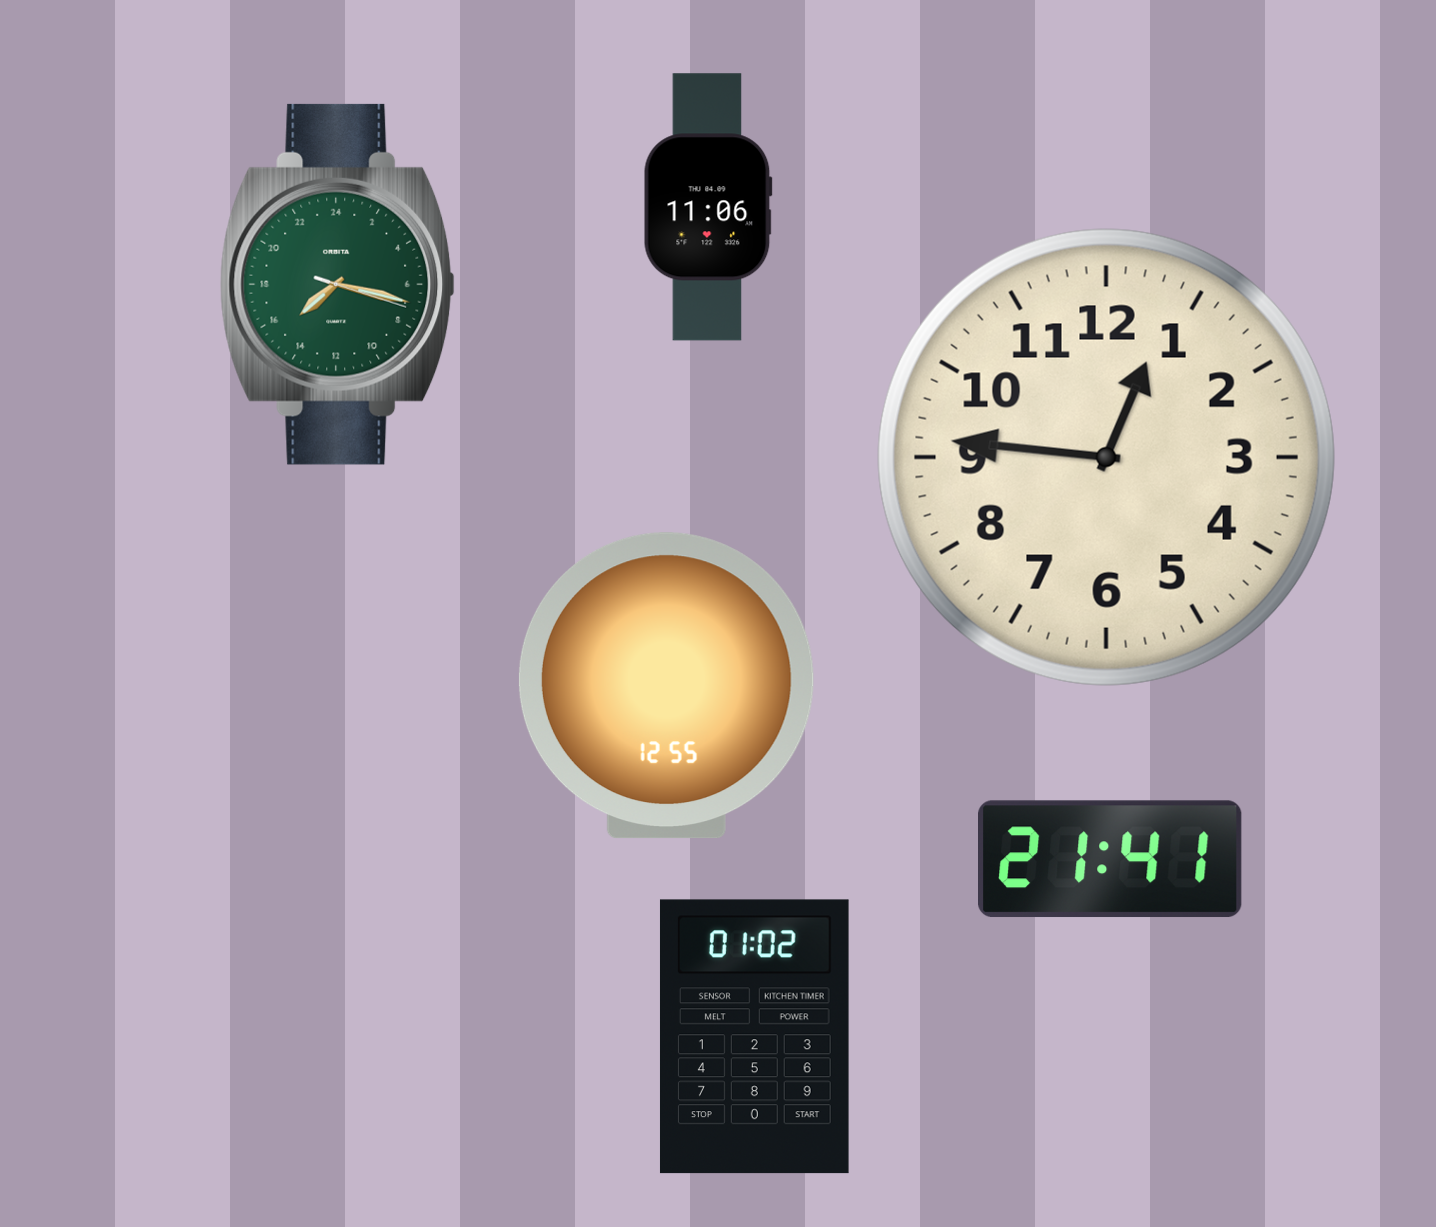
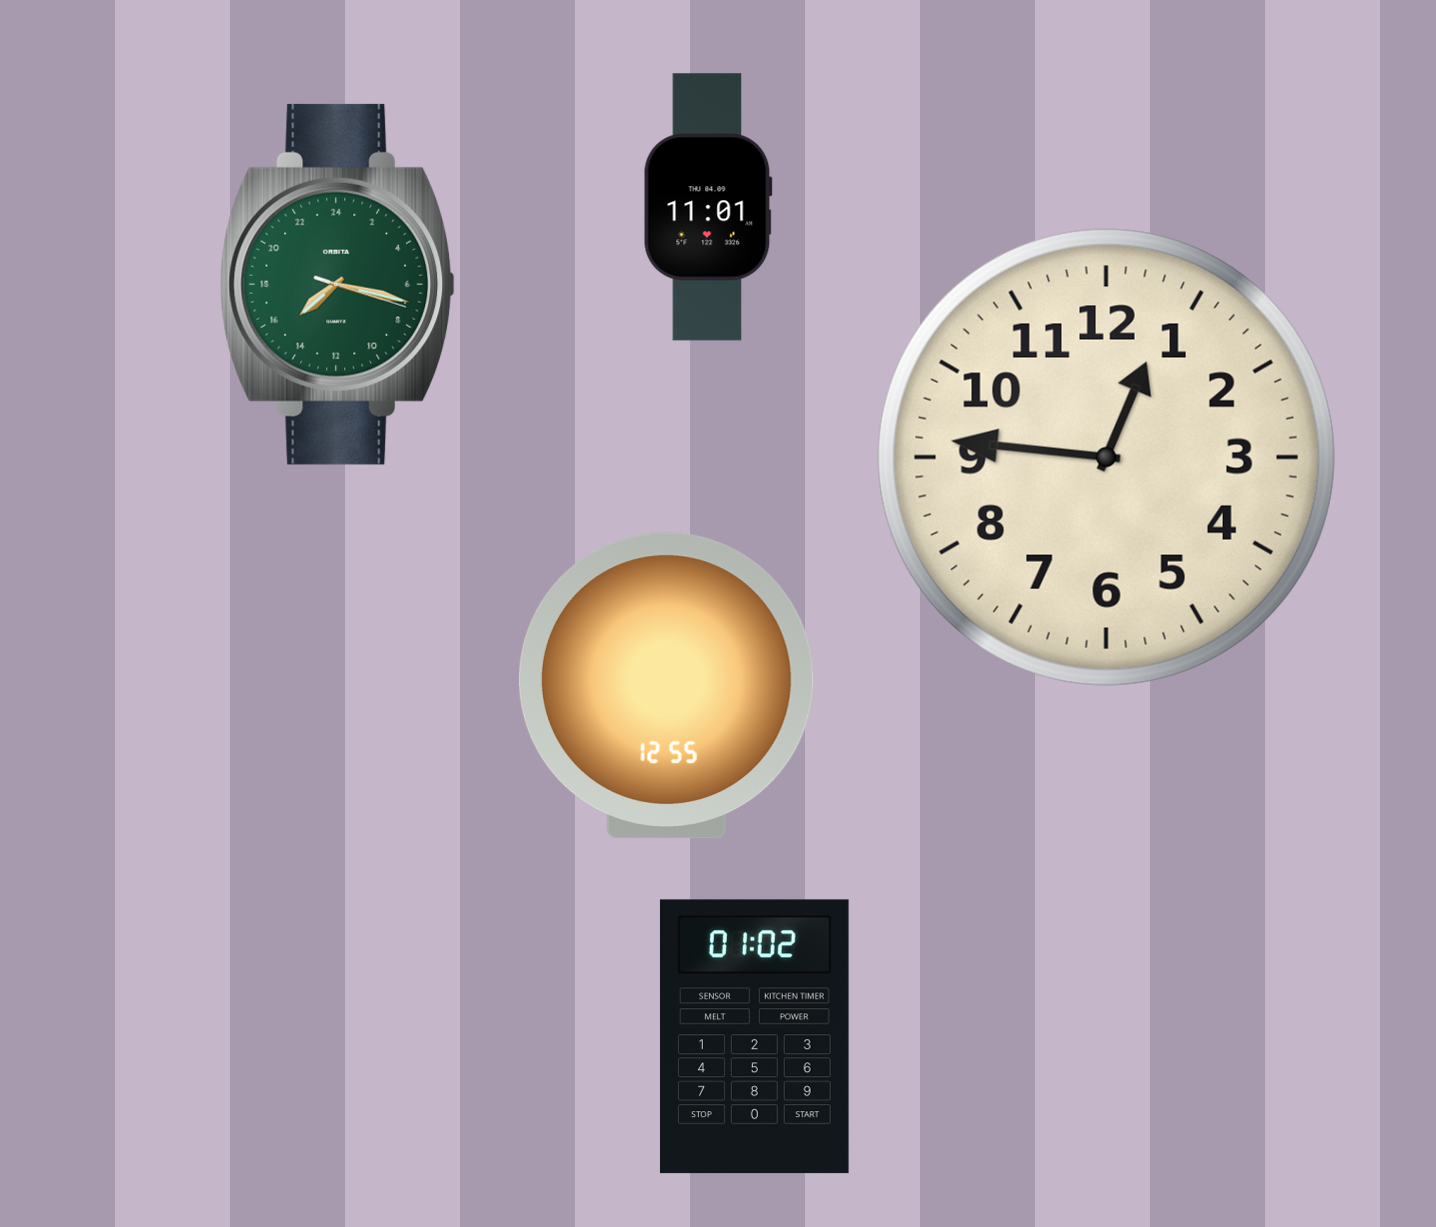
clock at (708, 207): 11:06 -> 11:01
clock at (1111, 859): 21:41 -> none
